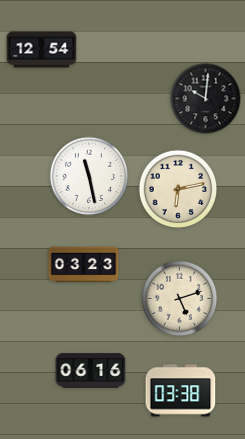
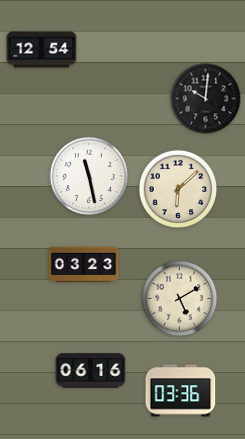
clock at (178, 189): 6:13 -> 6:08
clock at (180, 299): 5:12 -> 5:10
clock at (181, 391): 03:38 -> 03:36
